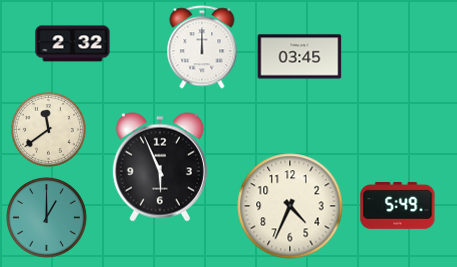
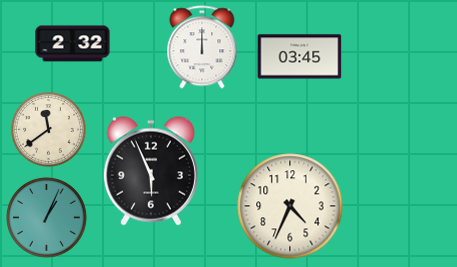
clock at (160, 167) position: (160, 167) -> (151, 171)
clock at (398, 205): 5:49 -> none
clock at (47, 218): 1:00 -> 1:04
